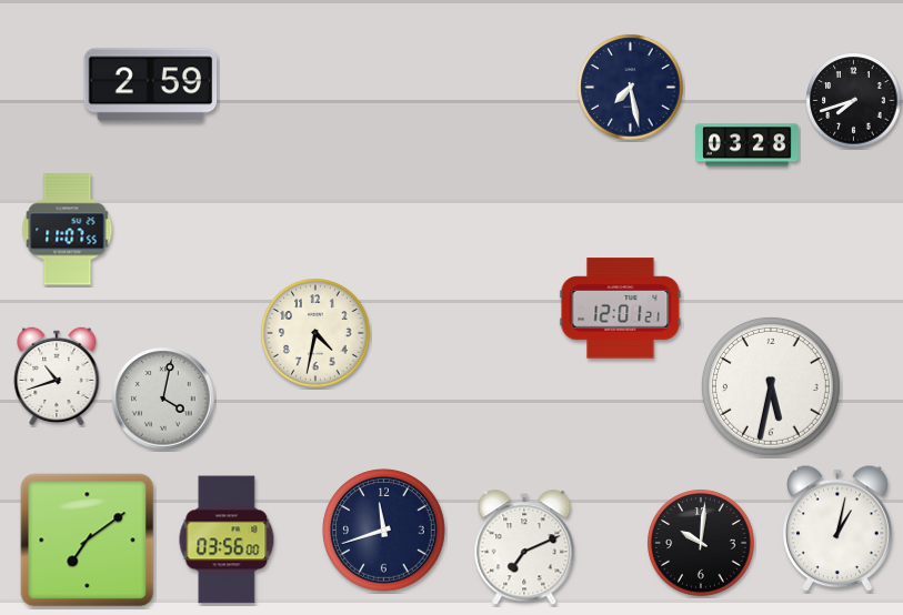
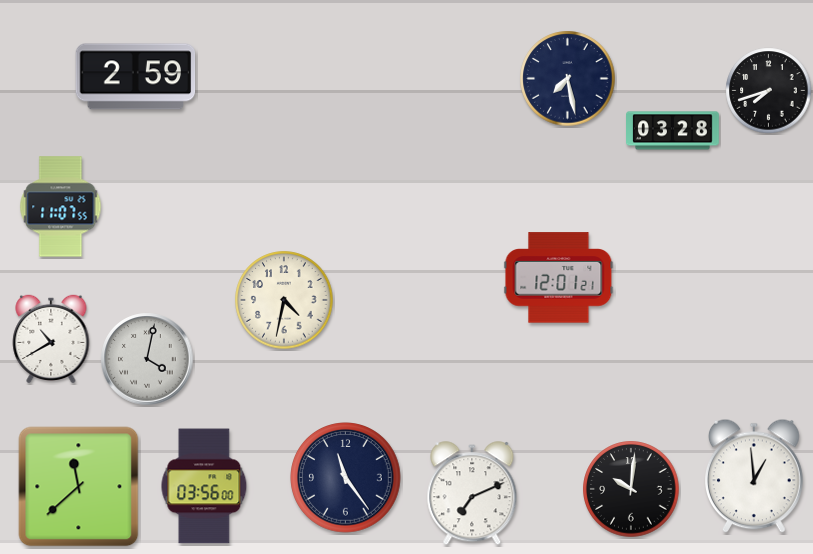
clock at (57, 376): 10:42 -> 10:40
clock at (771, 386): 5:32 -> none
clock at (839, 528): 1:02 -> 12:59
clock at (384, 531): 11:42 -> 11:24
clock at (88, 541): 7:09 -> 11:38
